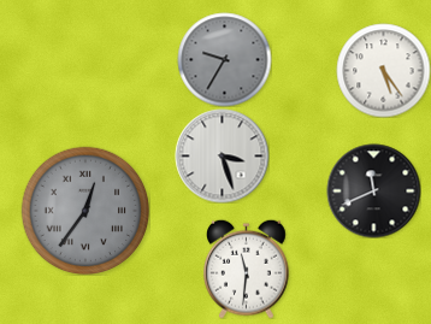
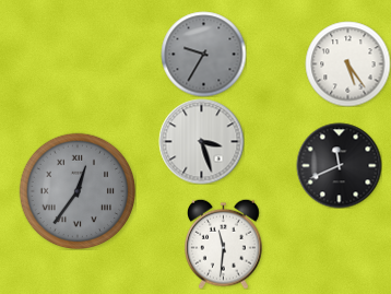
clock at (373, 190) position: (373, 190) -> (339, 165)
